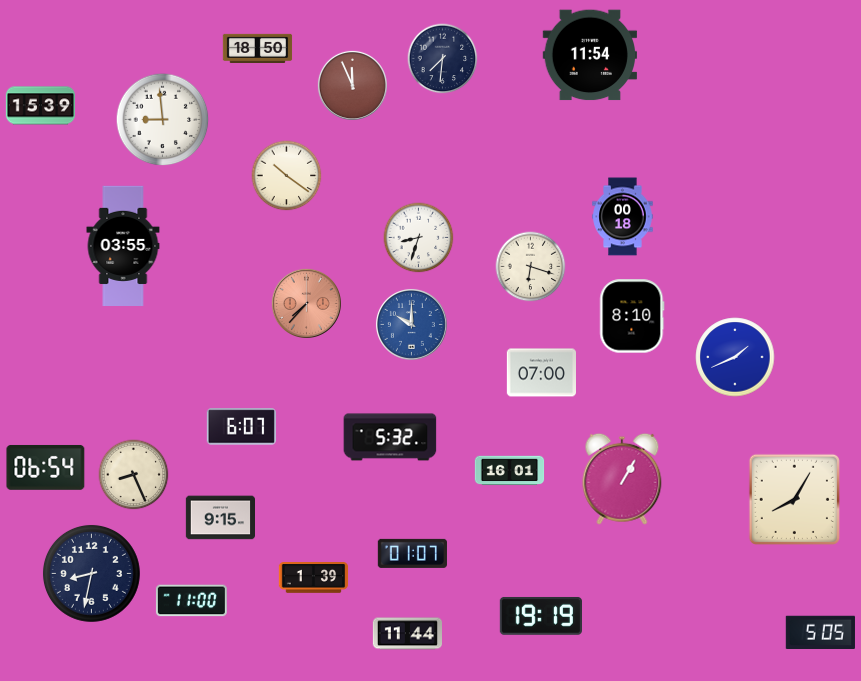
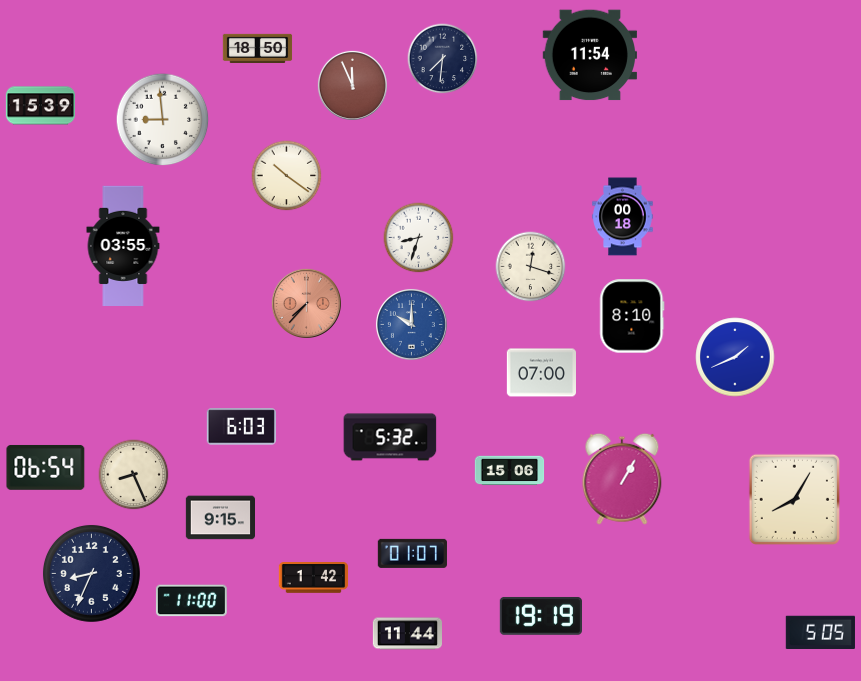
clock at (531, 267): 6:18 -> 12:18
clock at (241, 427): 6:07 -> 6:03
clock at (510, 471): 16:01 -> 15:06
clock at (91, 573): 8:32 -> 8:34
clock at (314, 578): 1:39 -> 1:42
